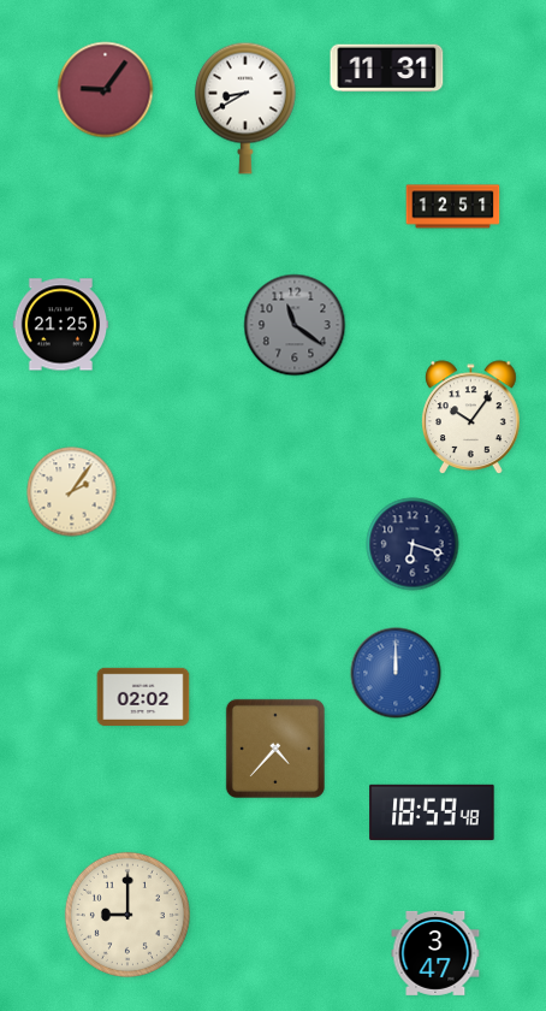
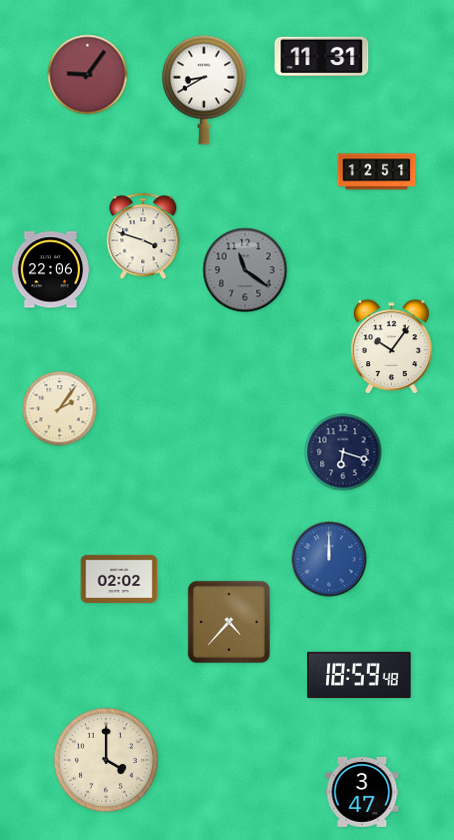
clock at (143, 236): none -> 3:48
clock at (61, 325): 21:25 -> 22:06
clock at (127, 915): 9:00 -> 4:00
